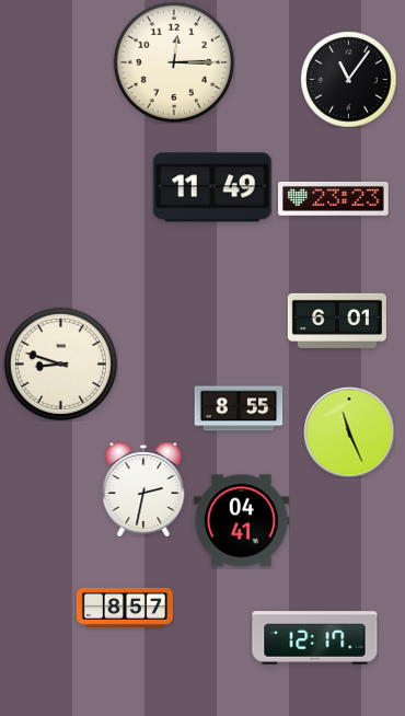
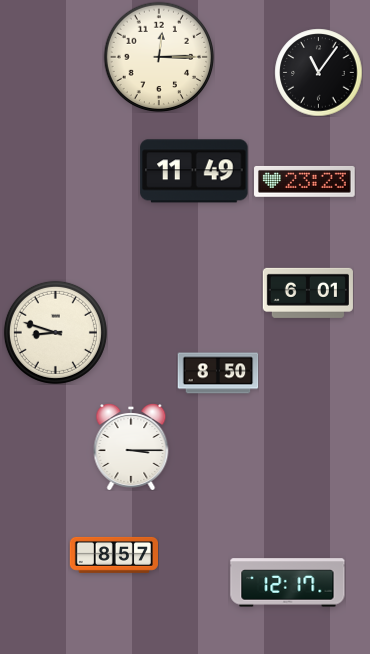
clock at (239, 408): 8:55 -> 8:50
clock at (349, 432): 11:26 -> none
clock at (143, 489): 2:32 -> 3:15
clock at (241, 521): 04:41 -> none
